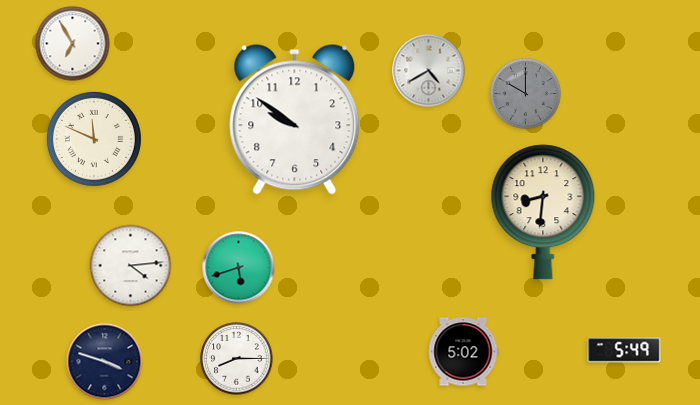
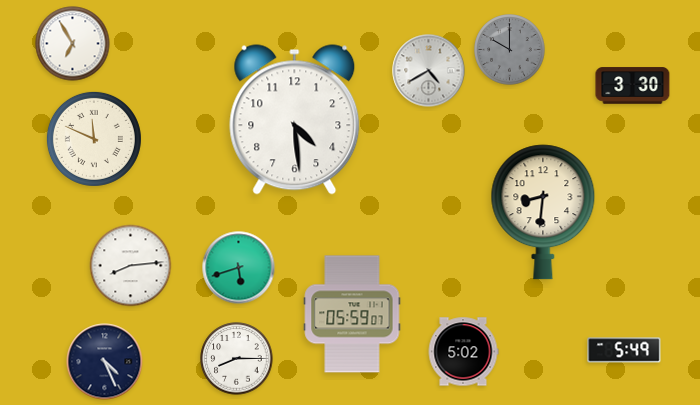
clock at (633, 86): none -> 3:30
clock at (526, 94) position: (526, 94) -> (510, 50)
clock at (295, 120): 9:51 -> 4:29
clock at (131, 266): 4:14 -> 8:14
clock at (352, 314): none -> 05:59
clock at (105, 362): 3:48 -> 4:26
